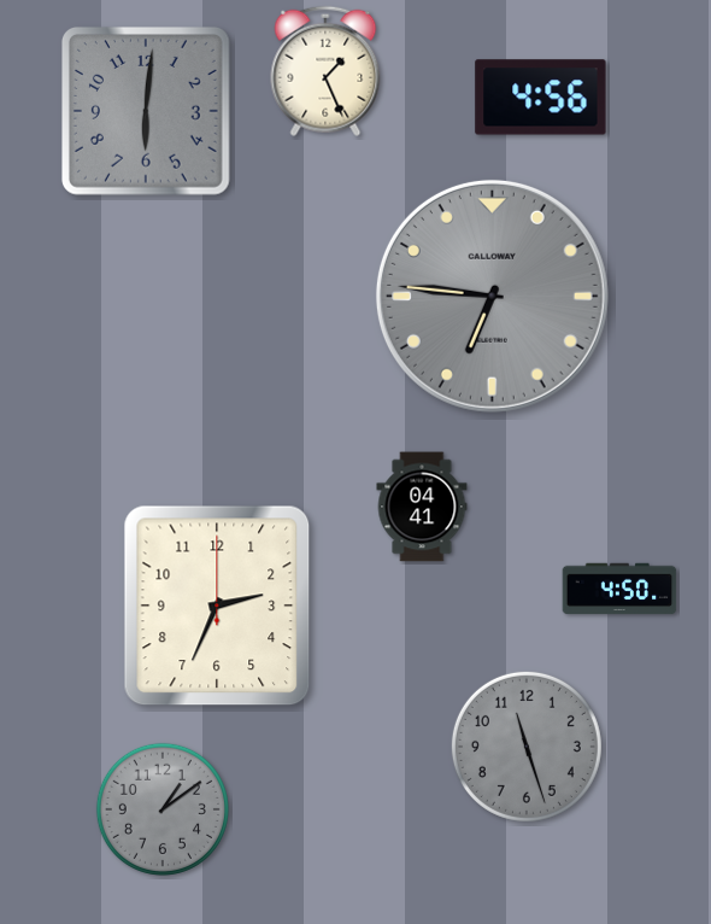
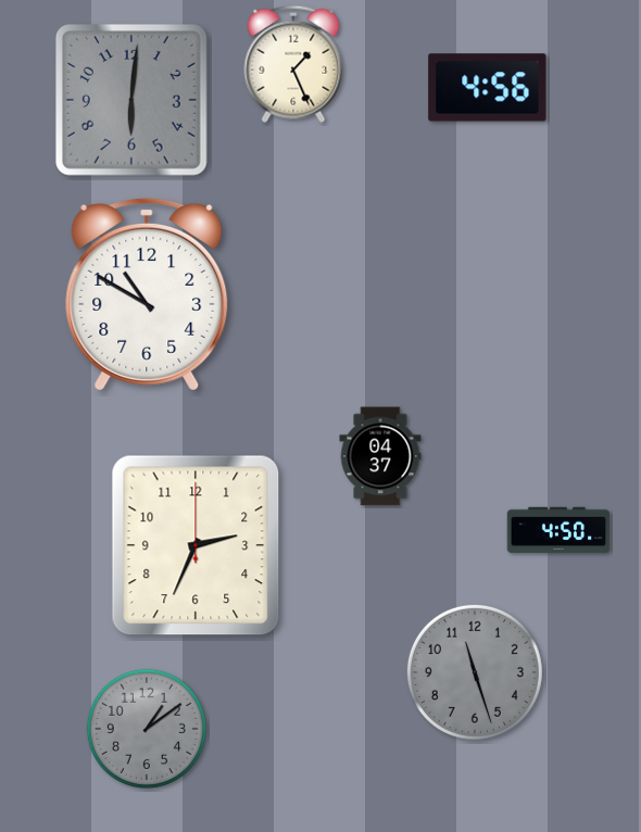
clock at (492, 296): 6:46 -> none
clock at (147, 294): none -> 10:50
clock at (422, 507): 04:41 -> 04:37
